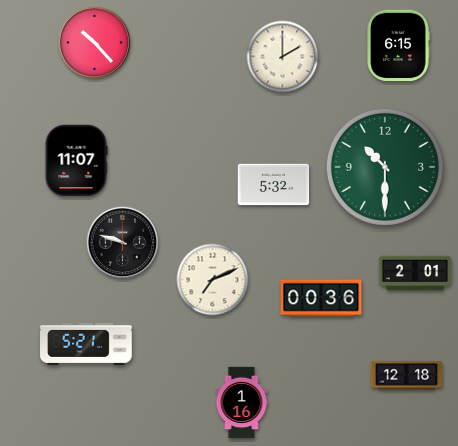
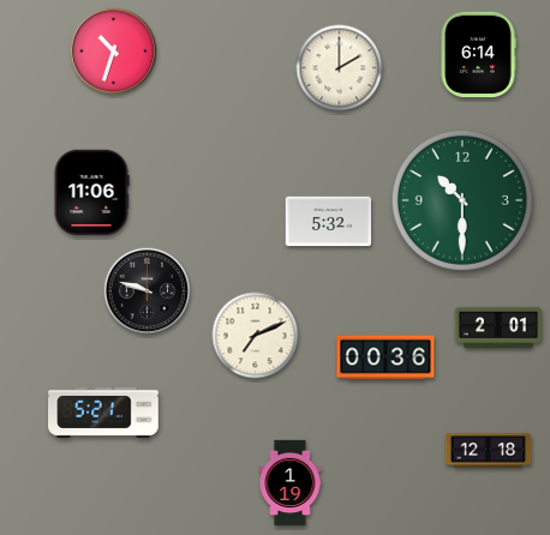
clock at (95, 43): 10:23 -> 10:33
clock at (398, 46): 6:15 -> 6:14
clock at (76, 161): 11:07 -> 11:06
clock at (242, 403): 1:16 -> 1:19
